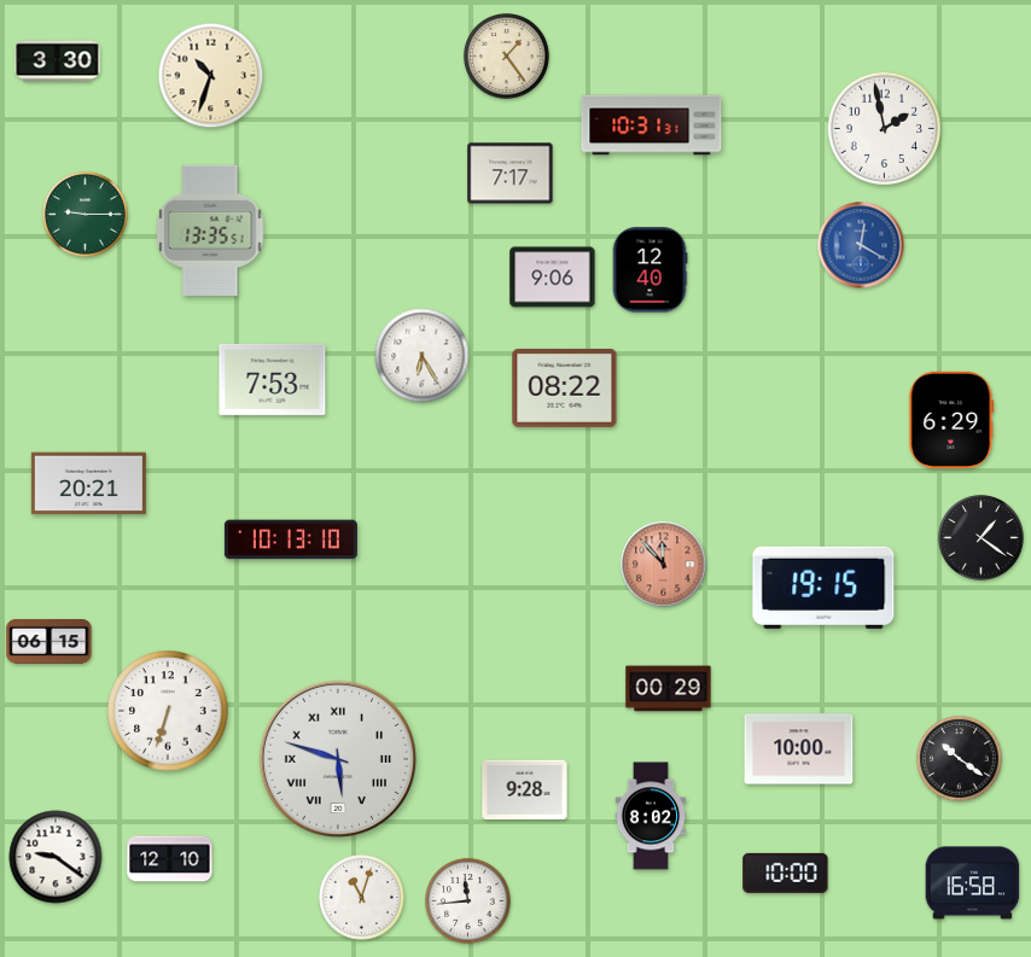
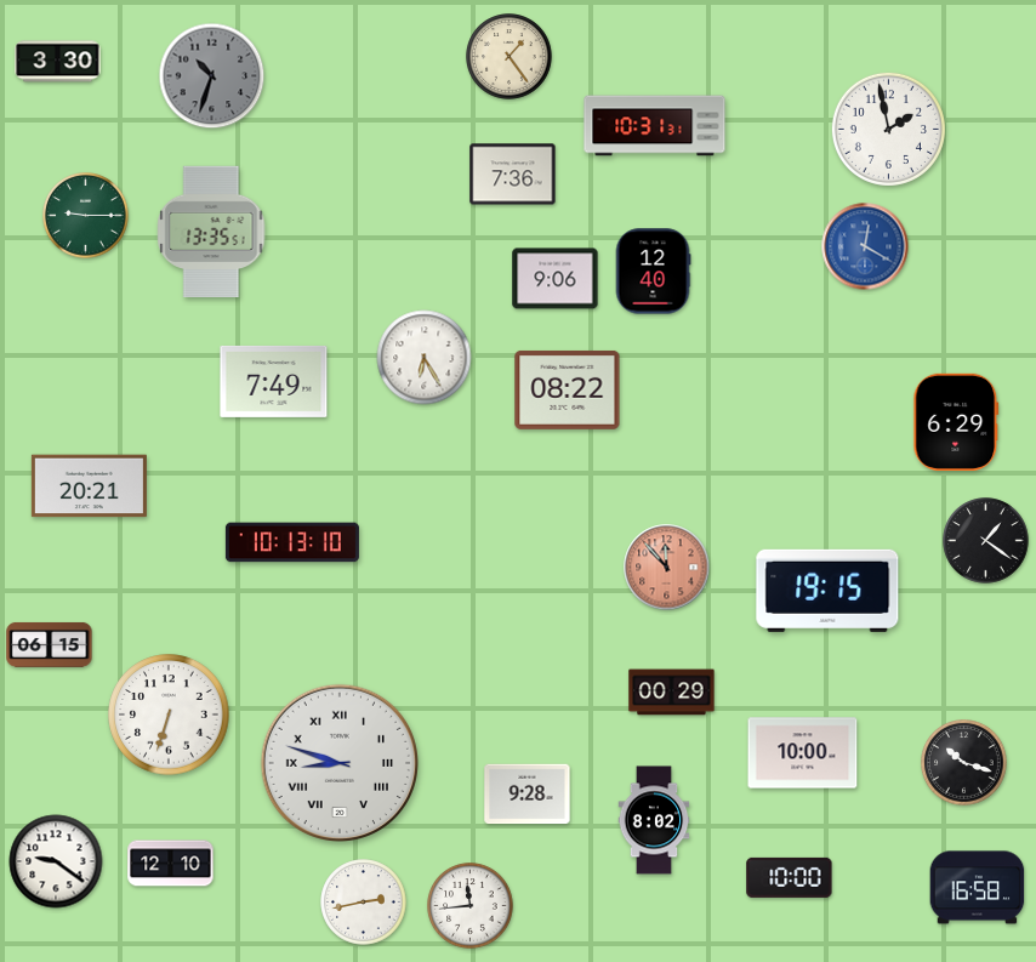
clock at (211, 76) dial: cream -> grey
clock at (511, 174): 7:17 -> 7:36
clock at (273, 379): 7:53 -> 7:49
clock at (337, 758): 5:48 -> 8:48
clock at (960, 759): 10:21 -> 10:18
clock at (362, 898): 11:03 -> 2:43
